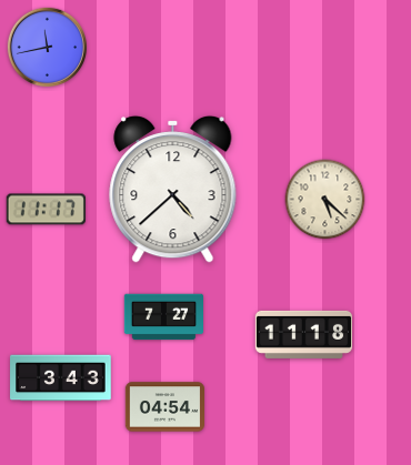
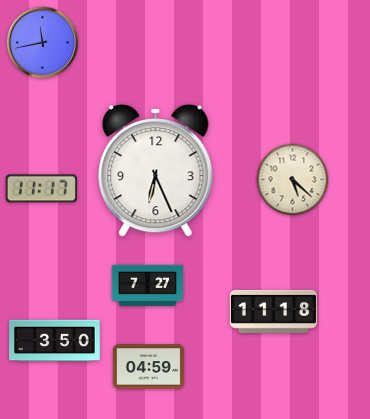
clock at (173, 189): 4:38 -> 6:26
clock at (303, 334) position: (303, 334) -> (273, 311)
clock at (61, 378): 3:43 -> 3:50
clock at (164, 407): 04:54 -> 04:59
